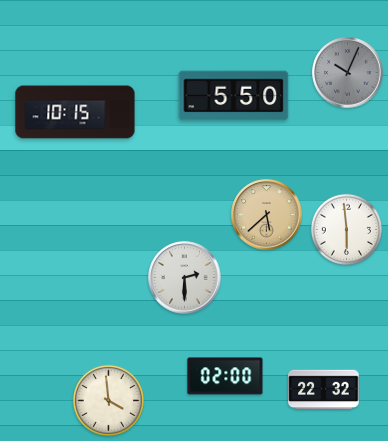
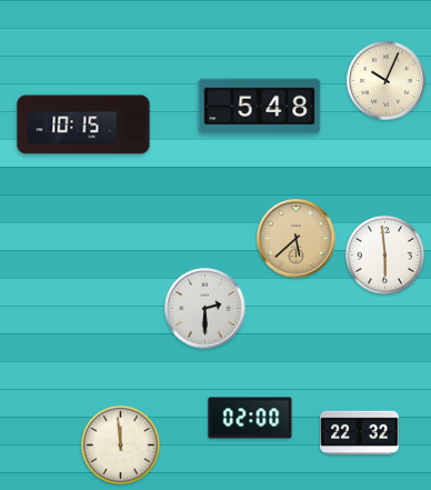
clock at (348, 73) dial: grey -> cream
clock at (234, 96): 5:50 -> 5:48
clock at (108, 400): 3:59 -> 11:59
